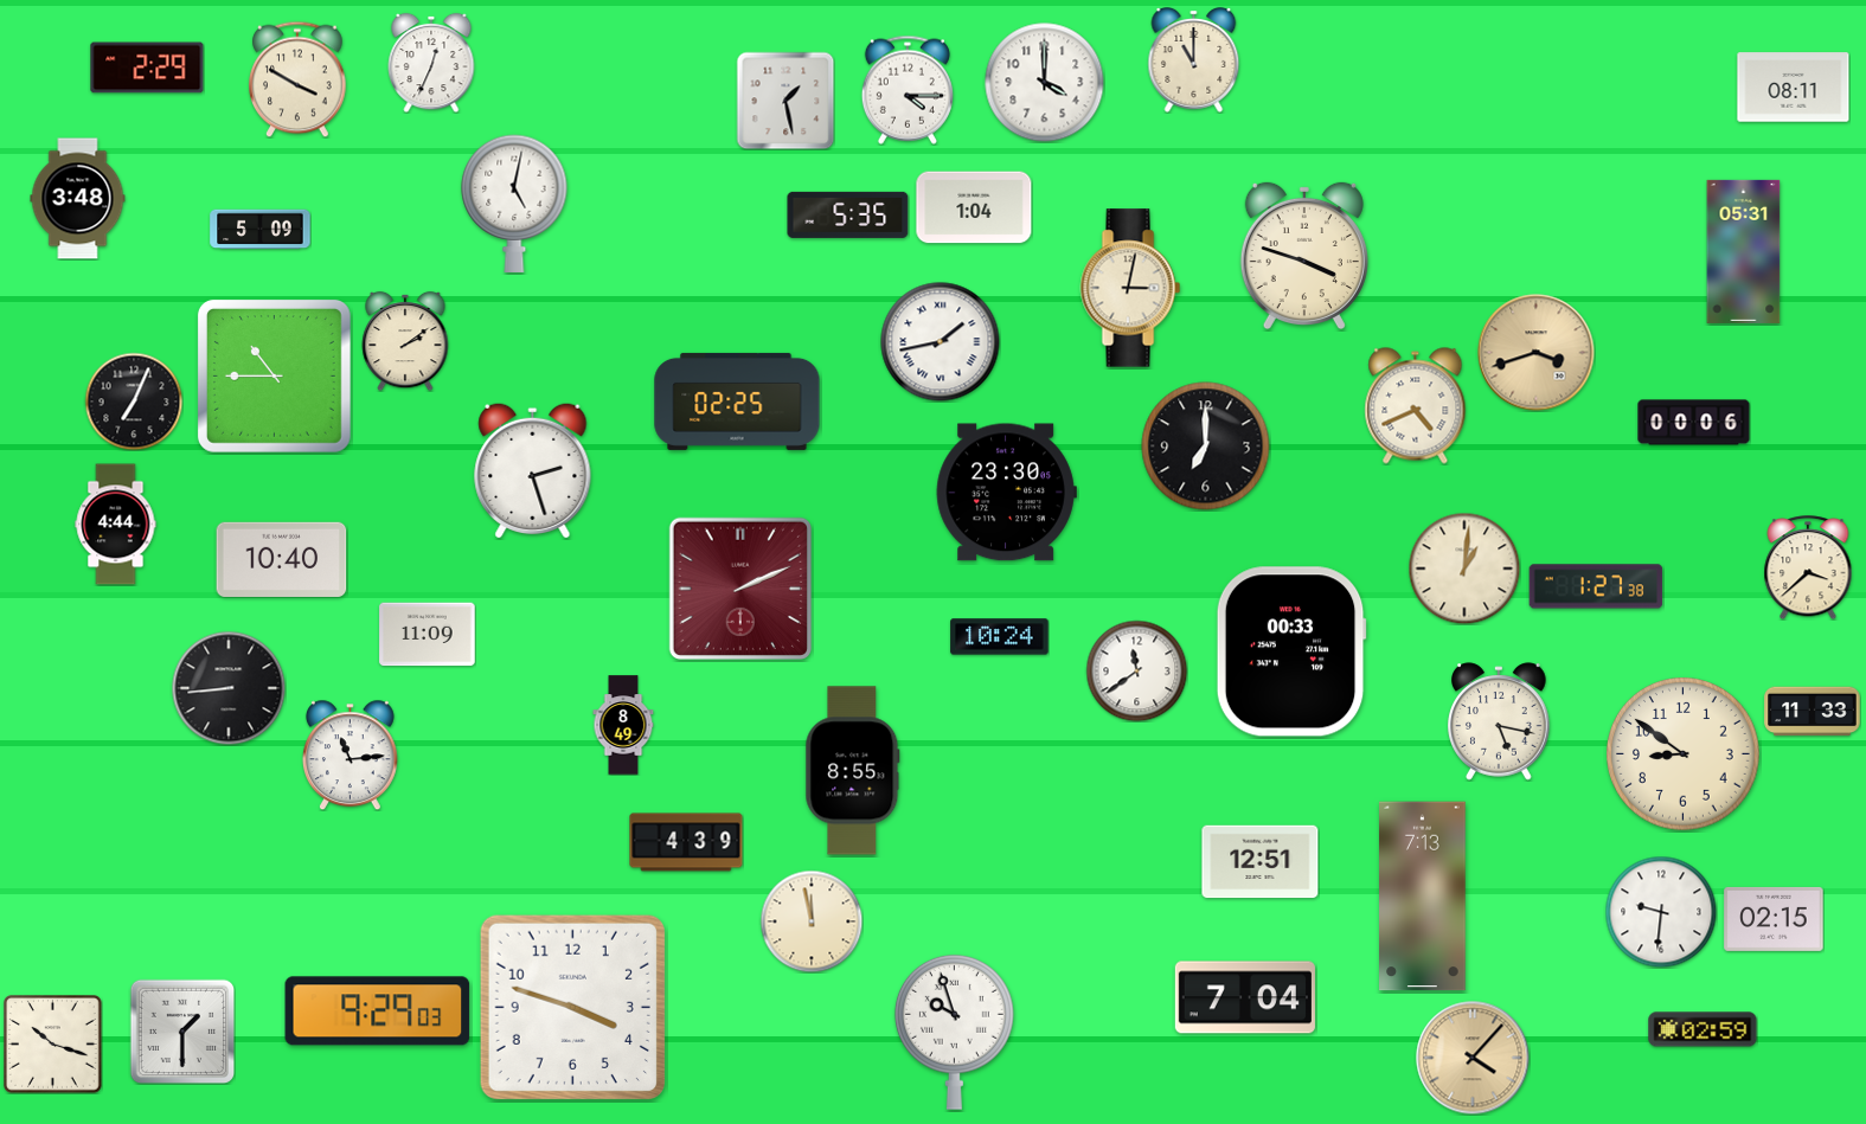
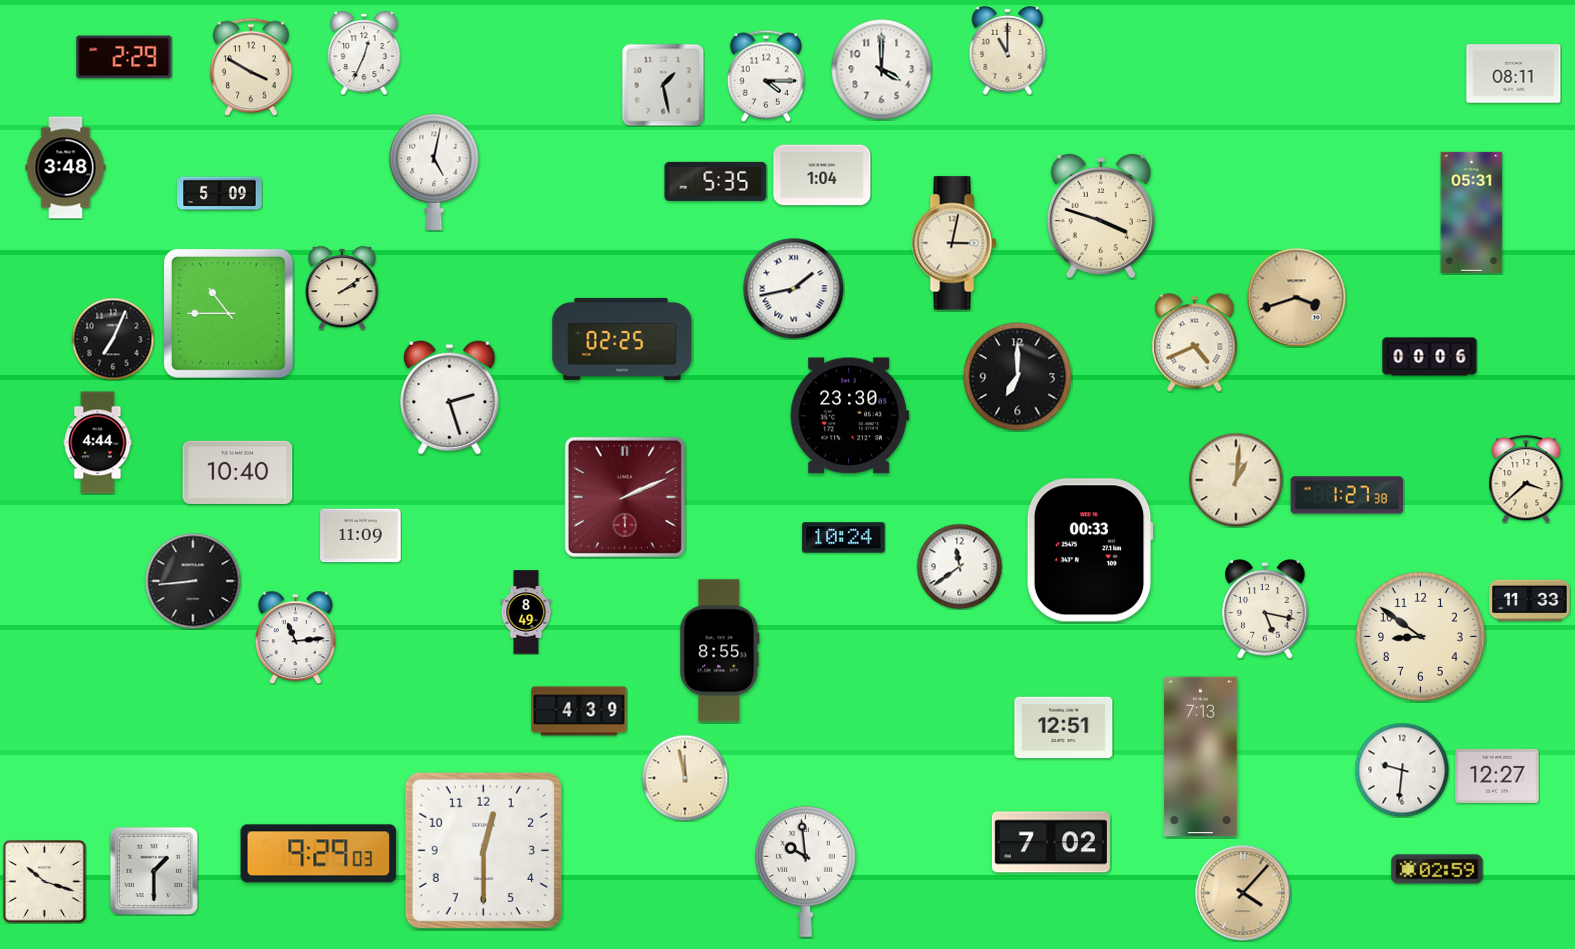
clock at (274, 375) position: (274, 375) -> (228, 313)
clock at (1774, 919): 02:15 -> 12:27
clock at (1245, 997): 7:04 -> 7:02
clock at (572, 1007): 3:48 -> 12:30
clock at (954, 1032): 9:57 -> 9:59
